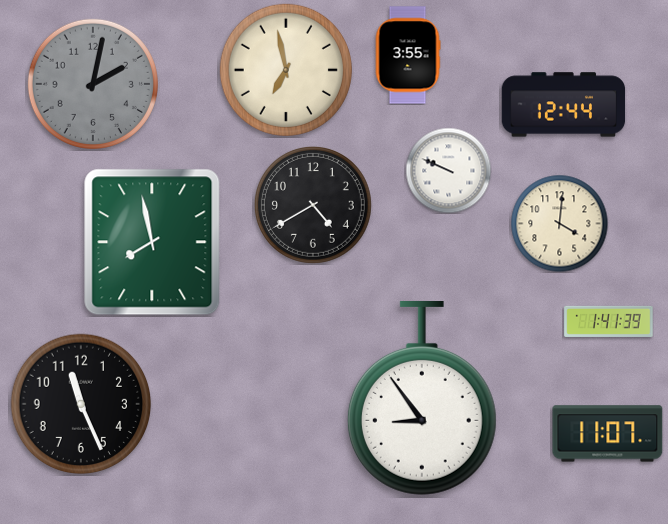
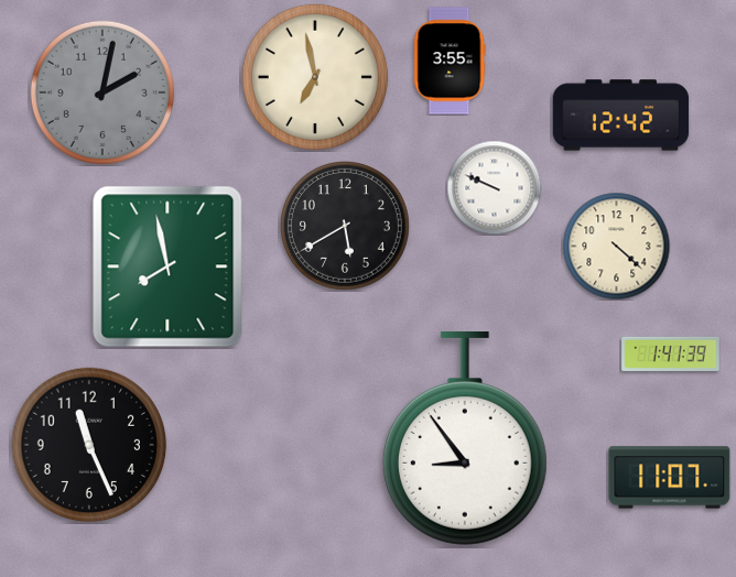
clock at (564, 105): 12:44 -> 12:42
clock at (313, 205): 4:40 -> 5:40
clock at (559, 223): 4:01 -> 4:22
